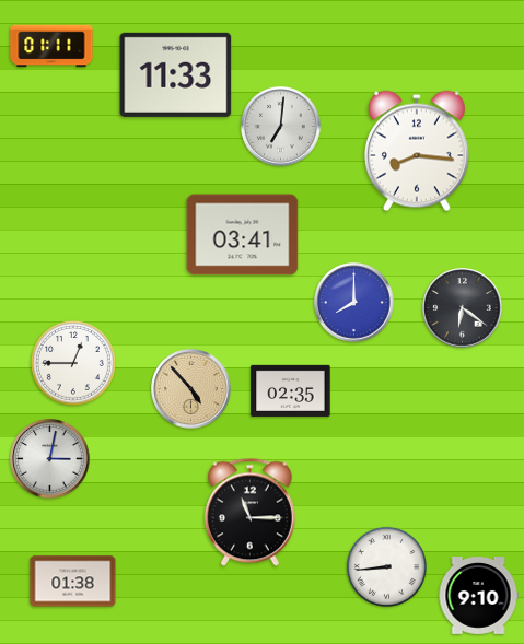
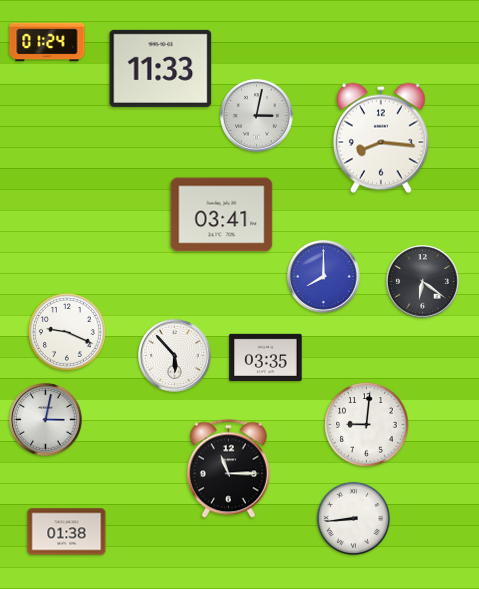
clock at (51, 46): 01:11 -> 01:24
clock at (281, 127): 7:01 -> 3:02
clock at (73, 363): 12:45 -> 9:19
clock at (191, 389): 4:53 -> 5:53
clock at (191, 389) dial: champagne -> white
clock at (291, 390): 02:35 -> 03:35
clock at (367, 425): none -> 9:01
clock at (478, 596): 9:10 -> none
